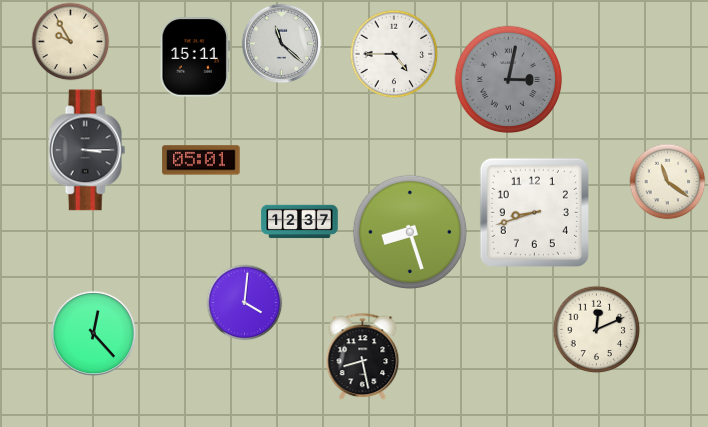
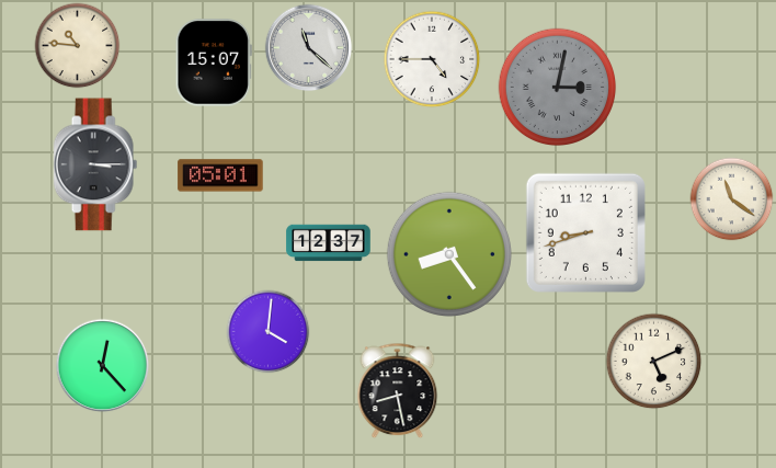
clock at (71, 42): 9:55 -> 10:46
clock at (195, 57): 15:11 -> 15:07
clock at (409, 231): 8:27 -> 8:24
clock at (597, 330): 12:11 -> 5:11
